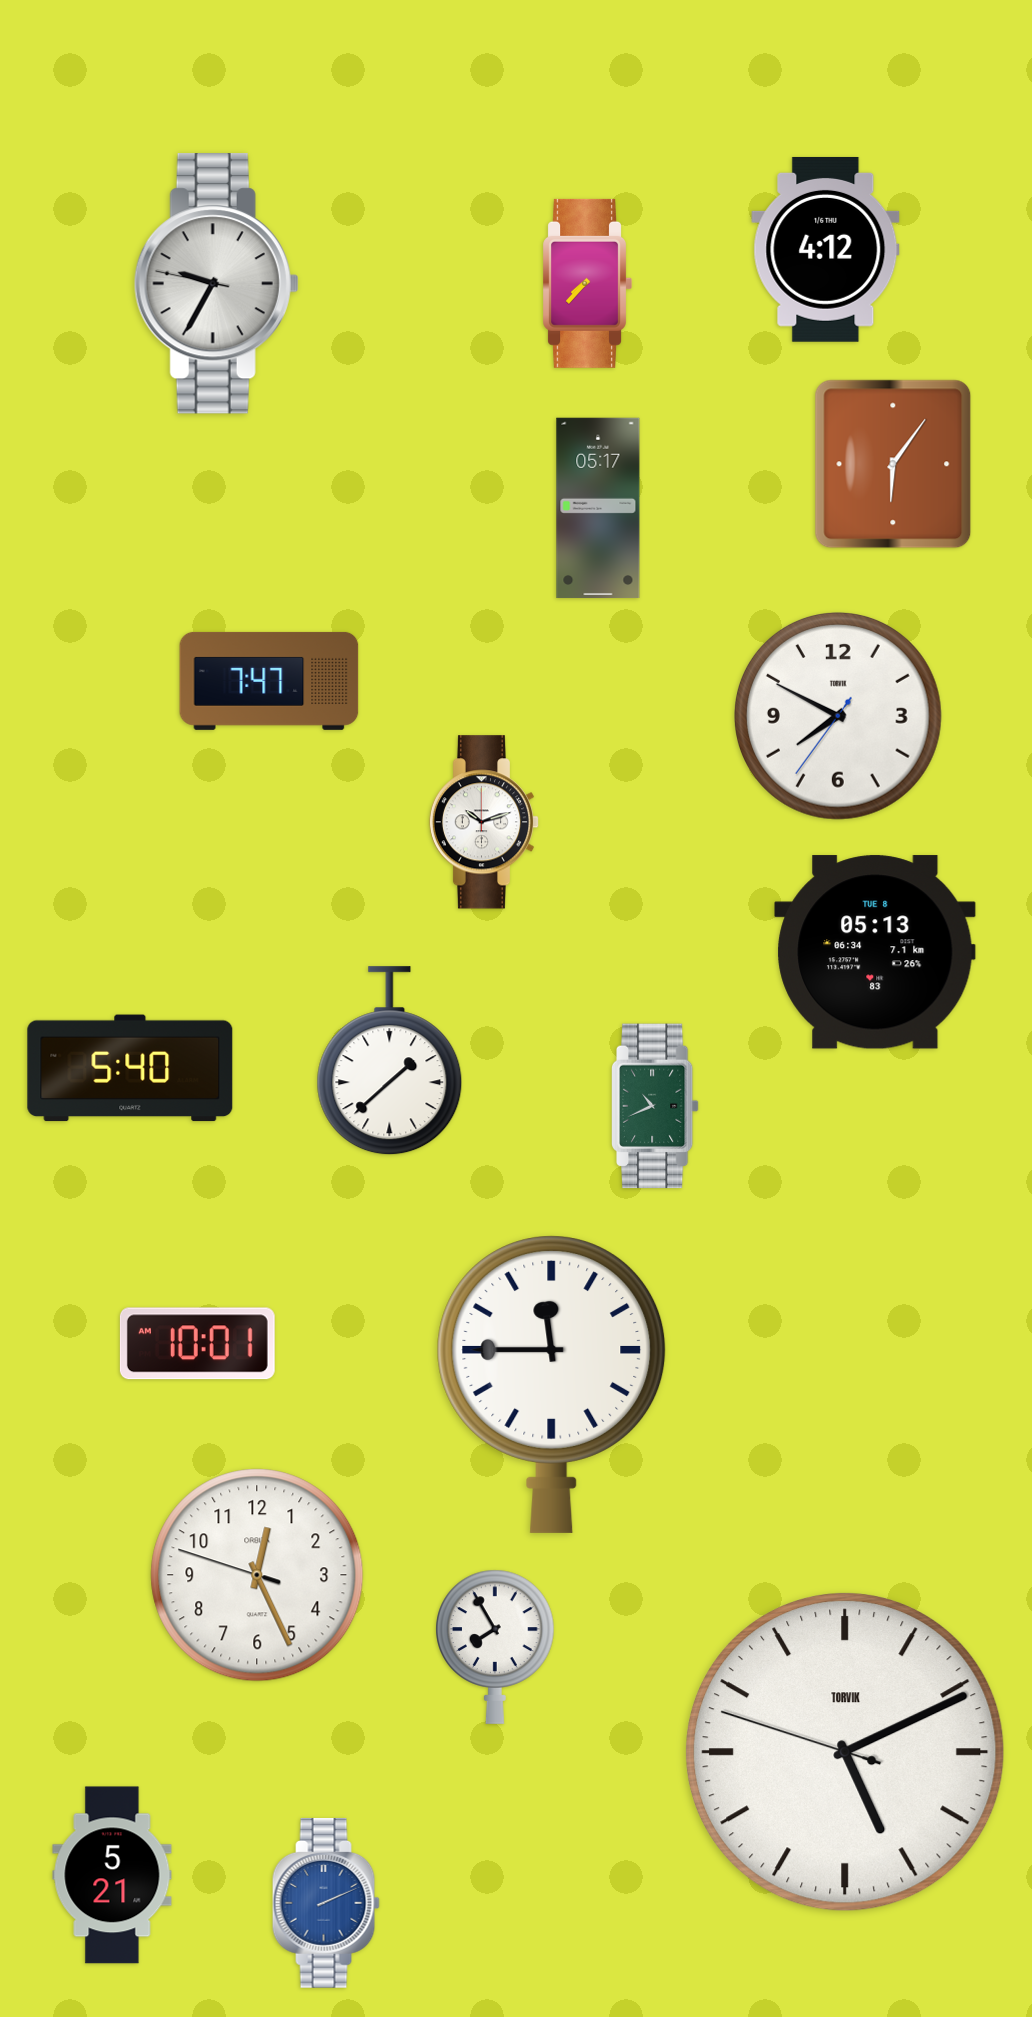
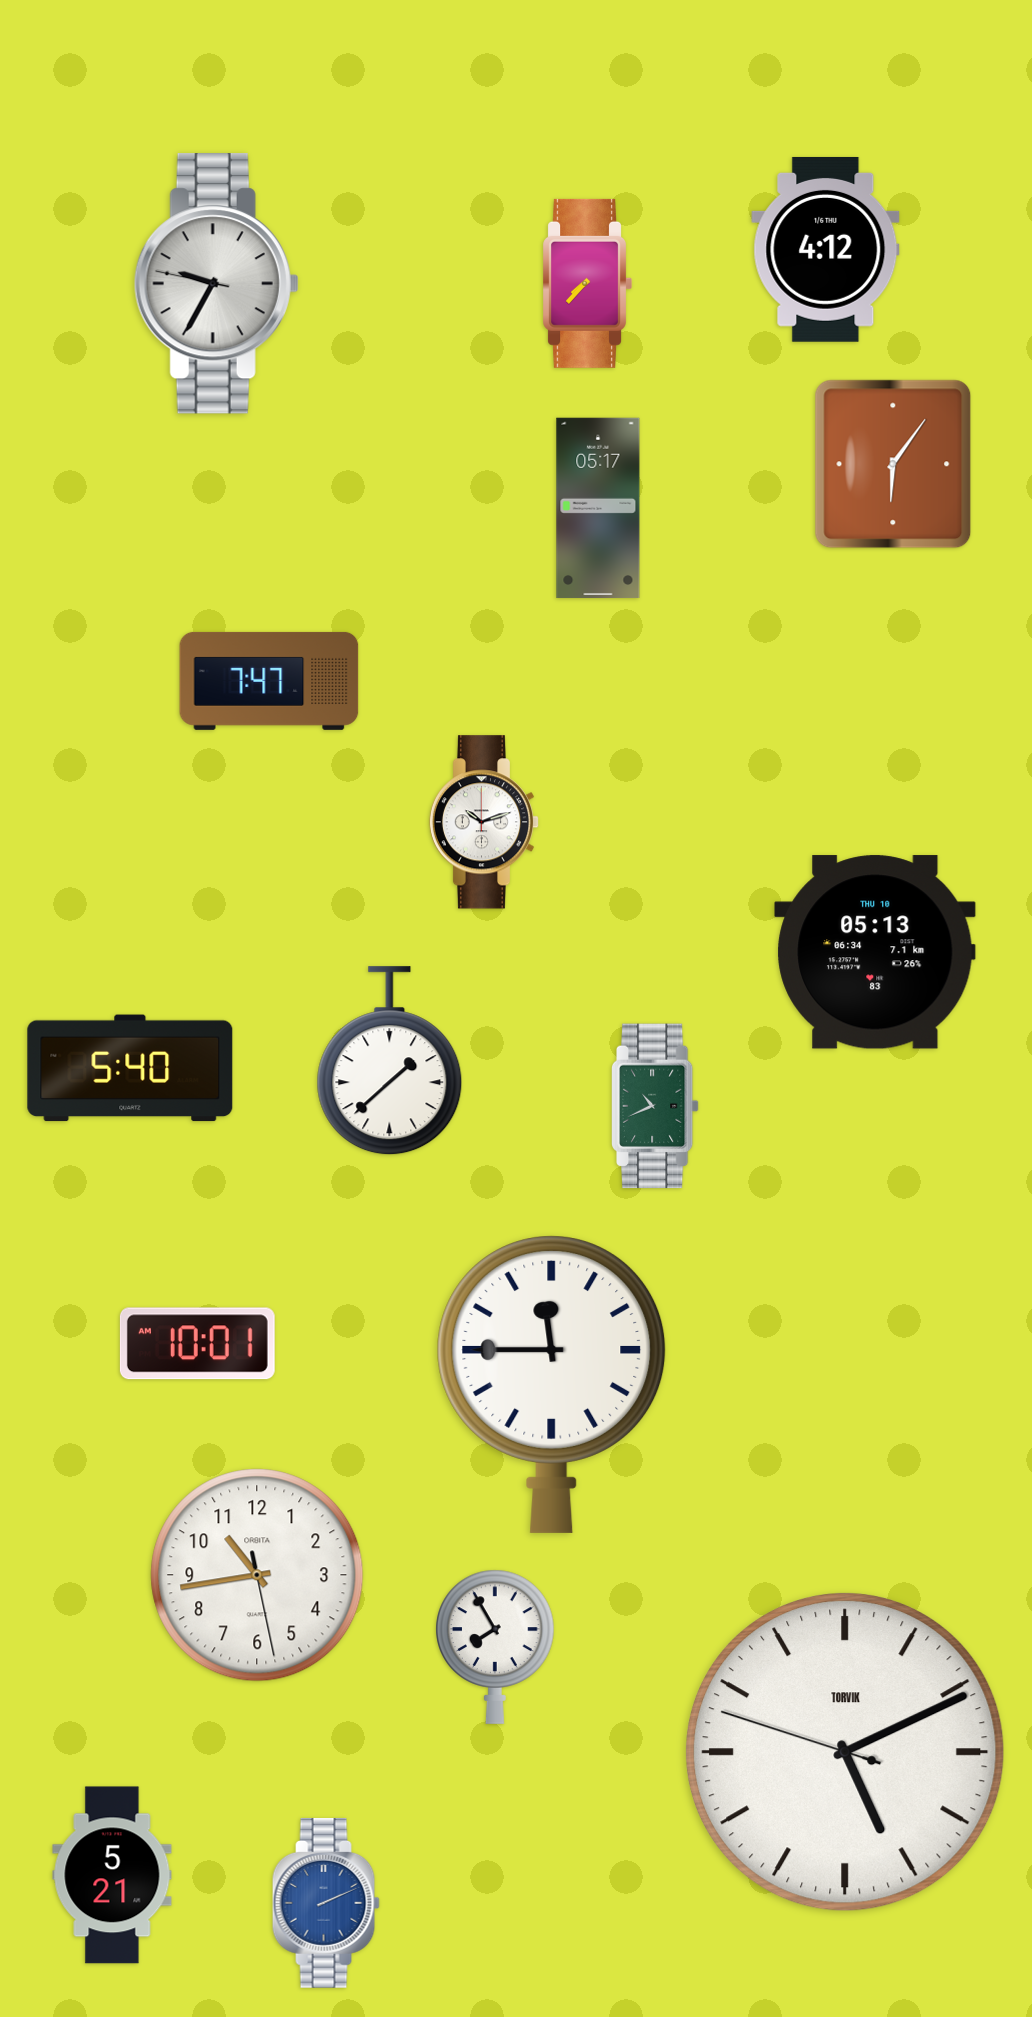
clock at (839, 717): 7:49 -> none
clock at (875, 952) date: TUE 8 -> THU 10
clock at (257, 1575): 12:25 -> 10:43
